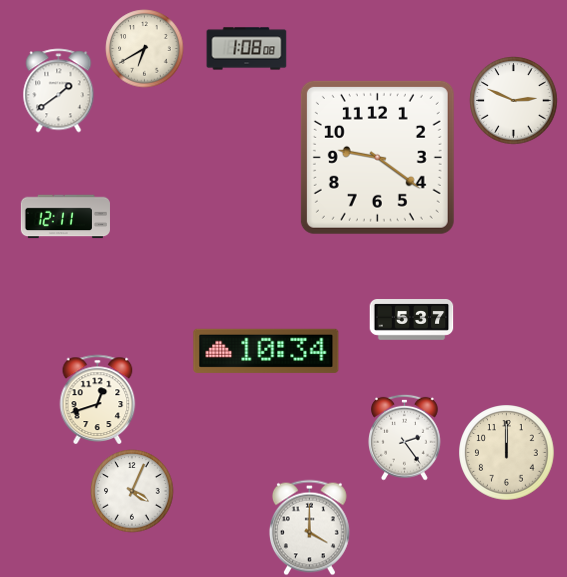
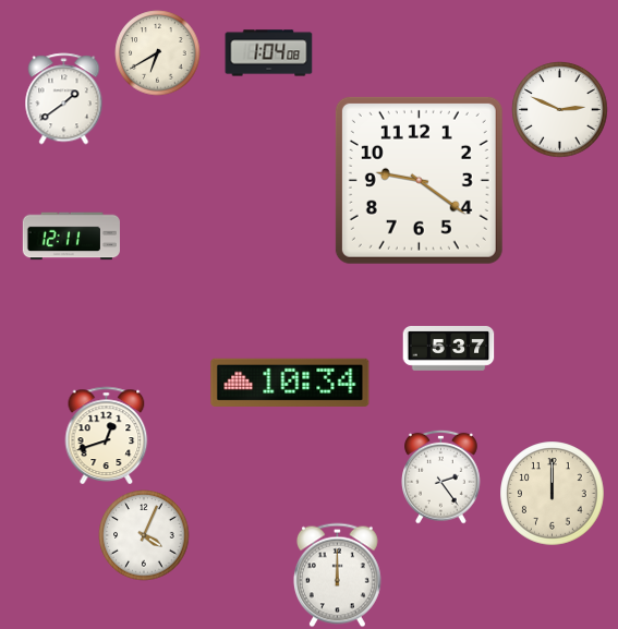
clock at (247, 49): 1:08 -> 1:04
clock at (377, 157) position: (377, 157) -> (419, 180)
clock at (309, 528): 4:00 -> 12:00
